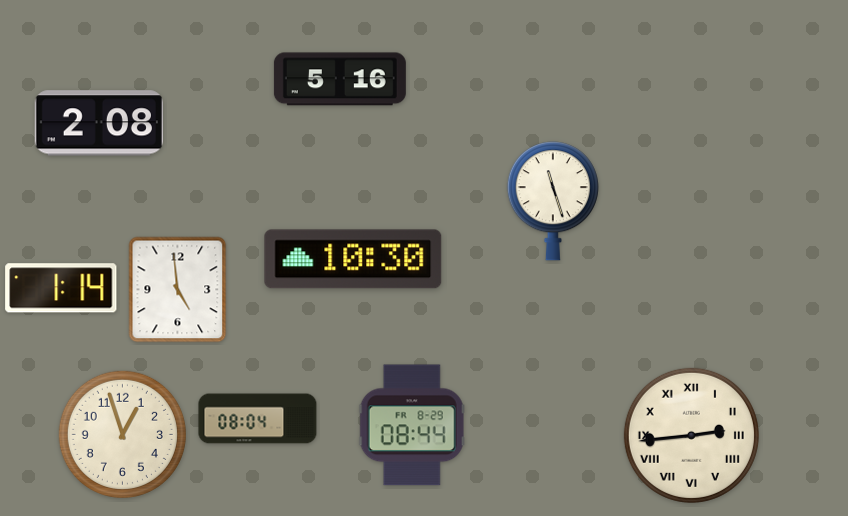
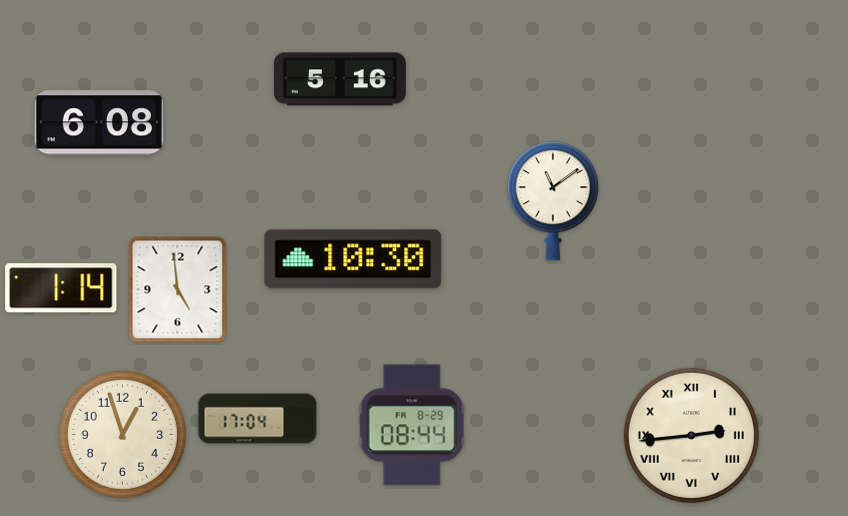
clock at (99, 123): 2:08 -> 6:08
clock at (553, 201): 11:27 -> 11:09
clock at (258, 419): 08:04 -> 17:04
